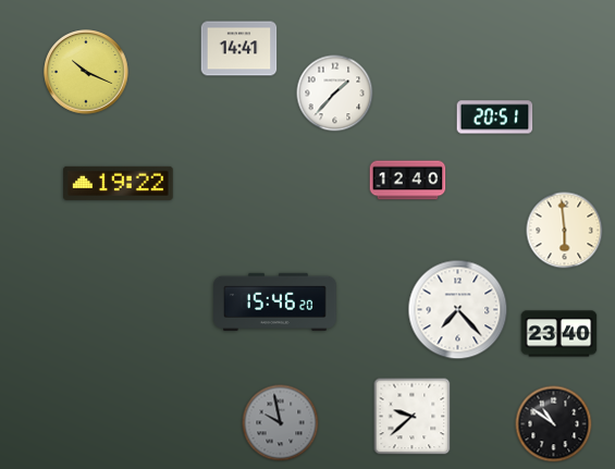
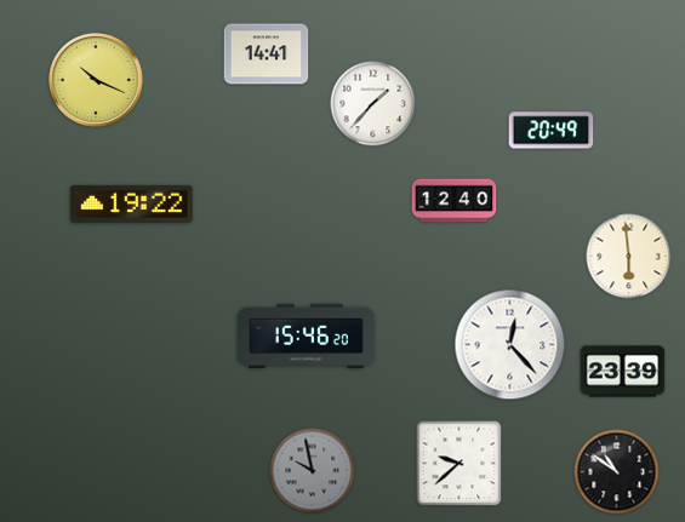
clock at (495, 118): 20:51 -> 20:49
clock at (458, 310): 7:23 -> 12:23
clock at (559, 334): 23:40 -> 23:39
